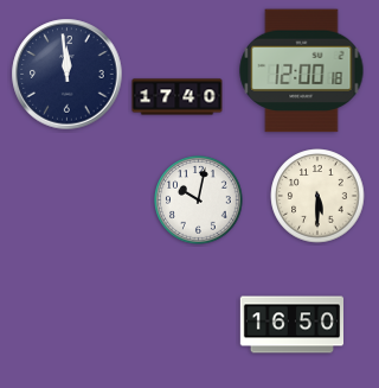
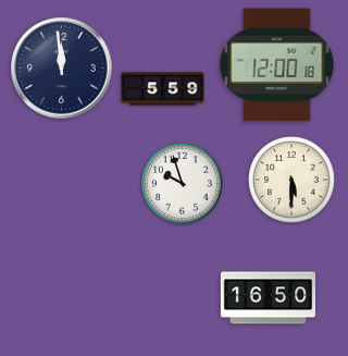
clock at (178, 97): 17:40 -> 5:59
clock at (199, 201): 10:02 -> 9:57
